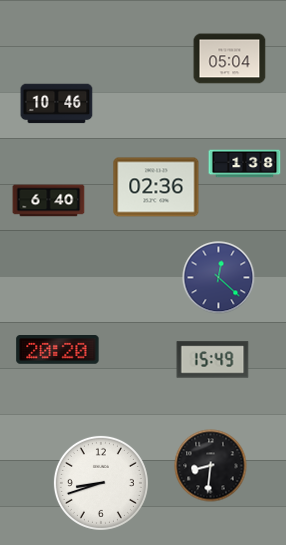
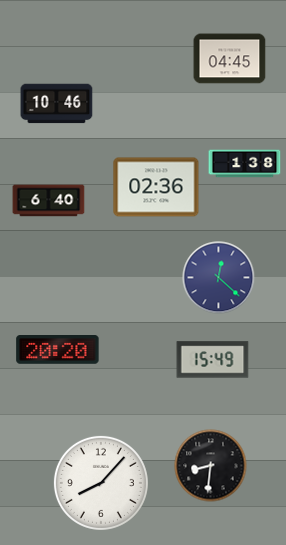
clock at (230, 59): 05:04 -> 04:45
clock at (101, 483): 8:42 -> 8:07
